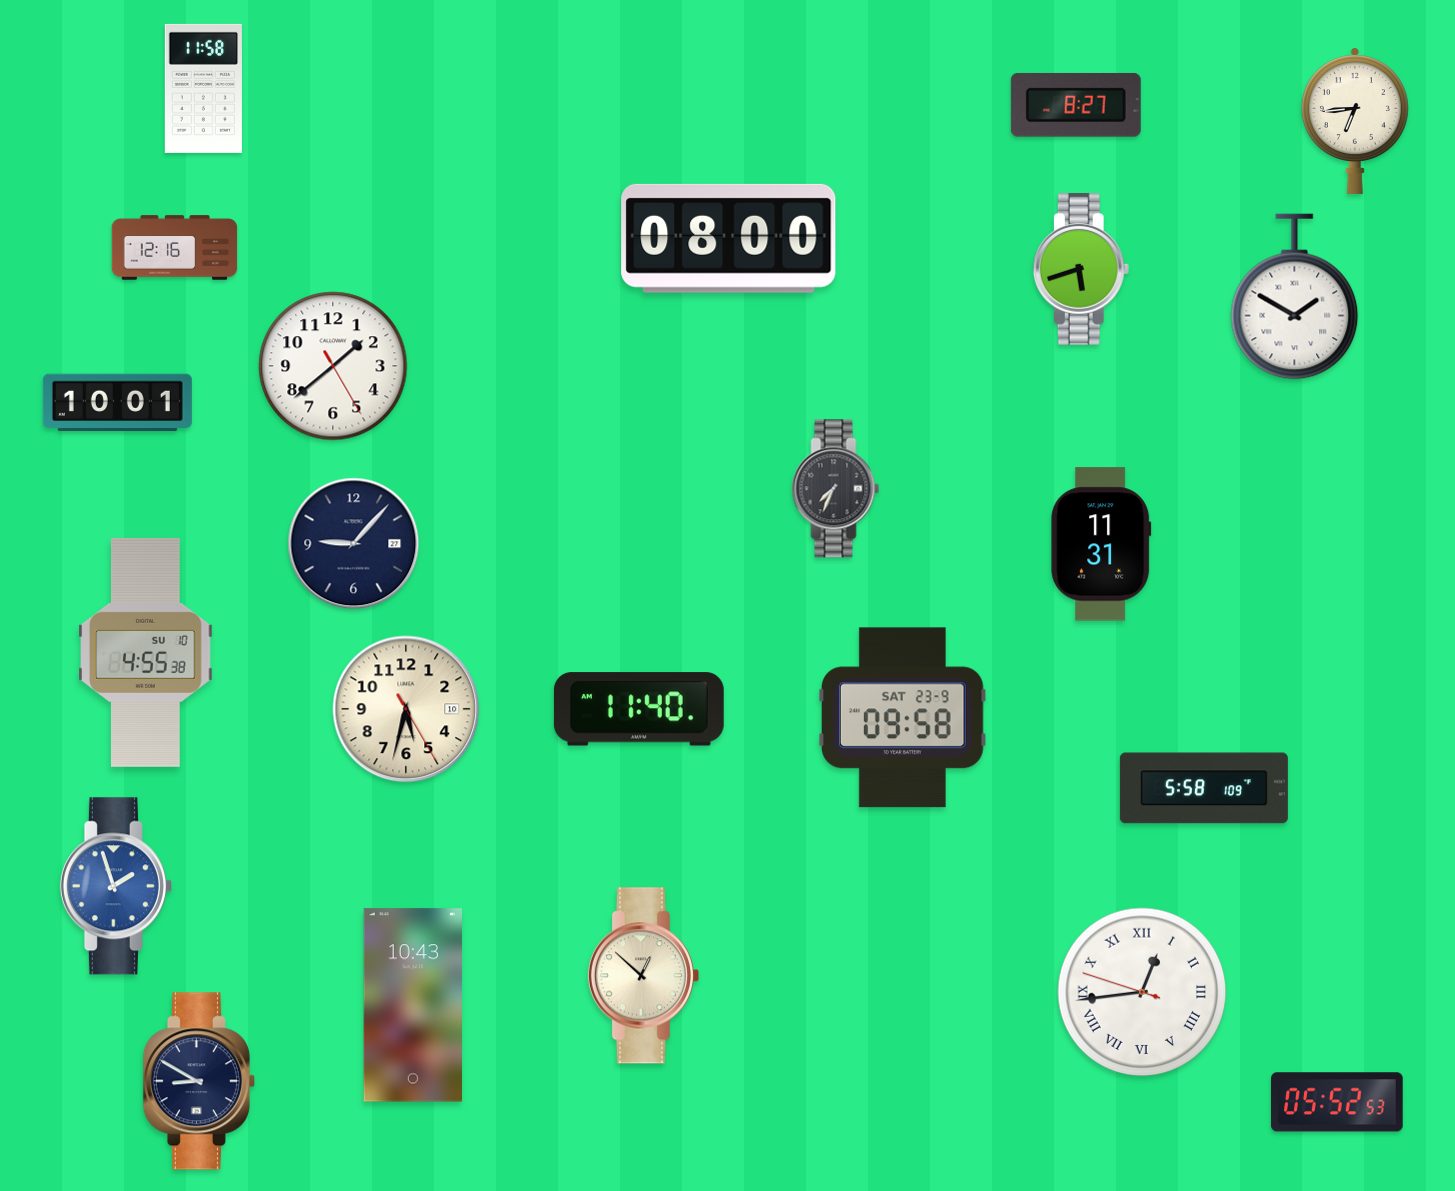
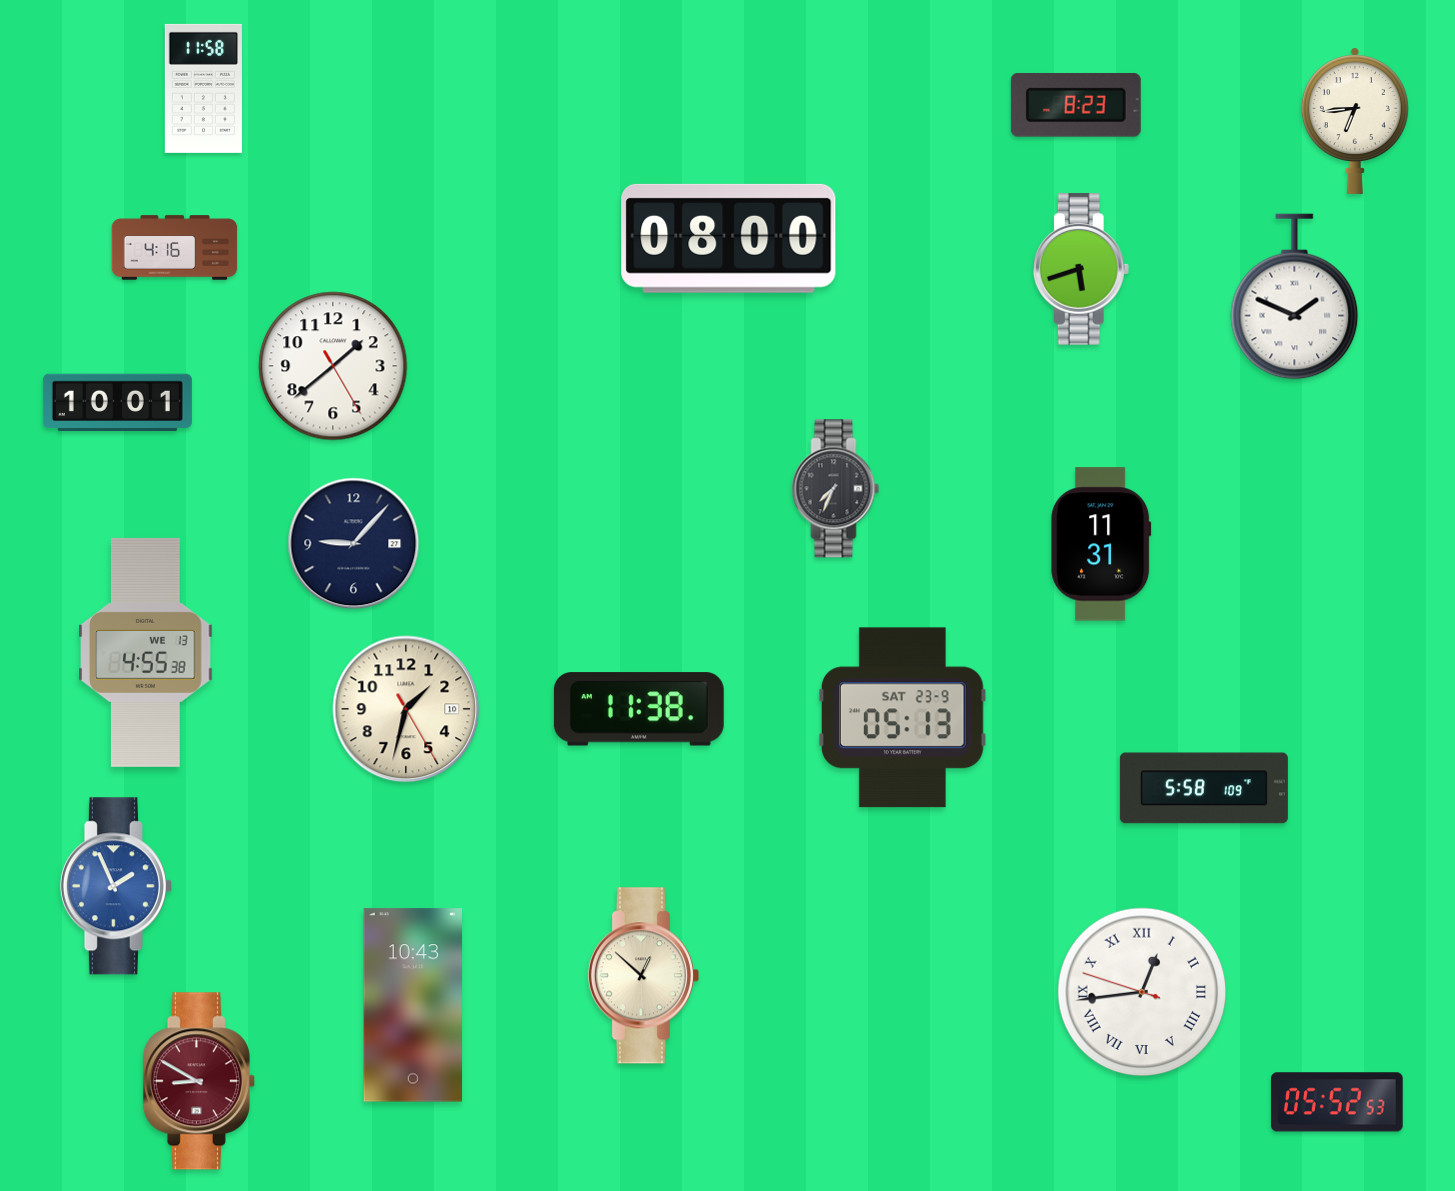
clock at (1076, 105): 8:27 -> 8:23
clock at (175, 248): 12:16 -> 4:16
clock at (1295, 297): 1:50 -> 1:49
clock at (146, 652) date: SU 10 -> WE 13
clock at (406, 709): 5:32 -> 1:32
clock at (639, 709): 11:40 -> 11:38
clock at (903, 718): 09:58 -> 05:13
clock at (116, 886): 1:57 -> 1:56
clock at (199, 1081) dial: navy -> burgundy
